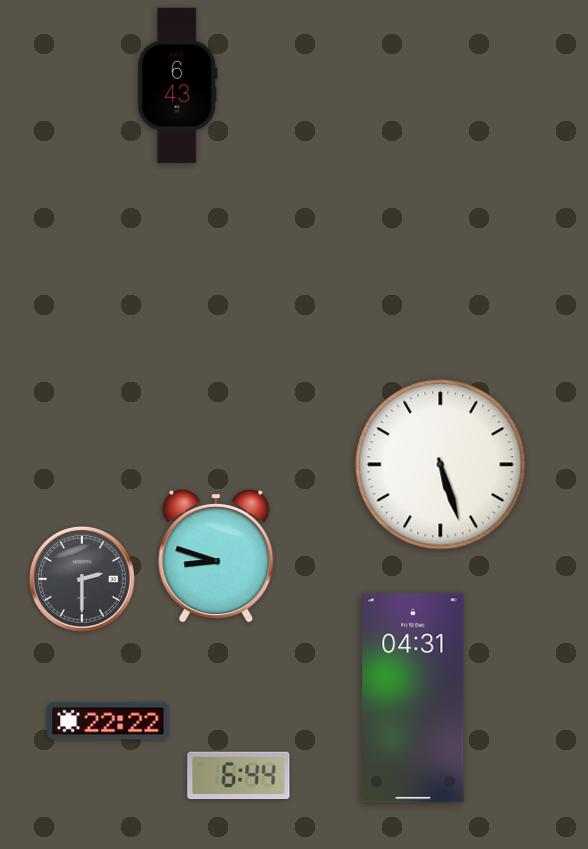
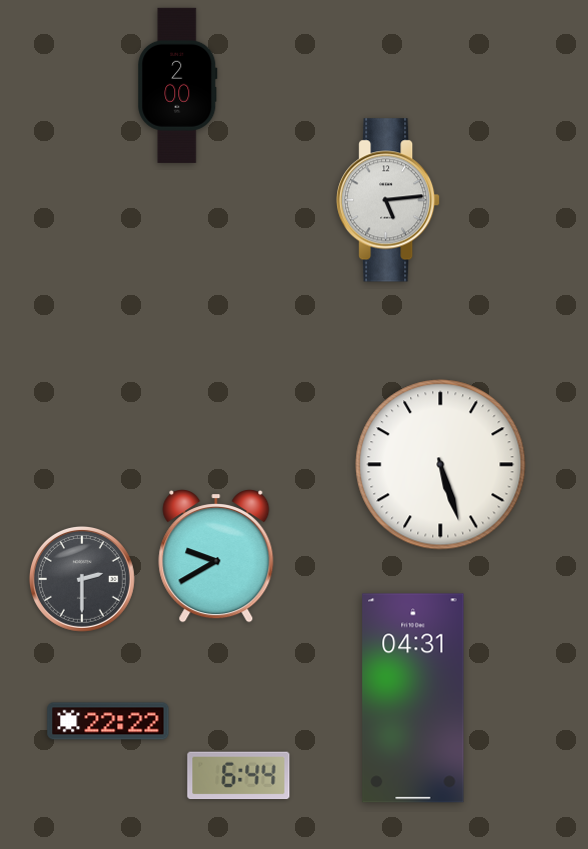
clock at (178, 85): 6:43 -> 2:00
clock at (388, 200): none -> 5:14
clock at (216, 557): 8:48 -> 9:40
